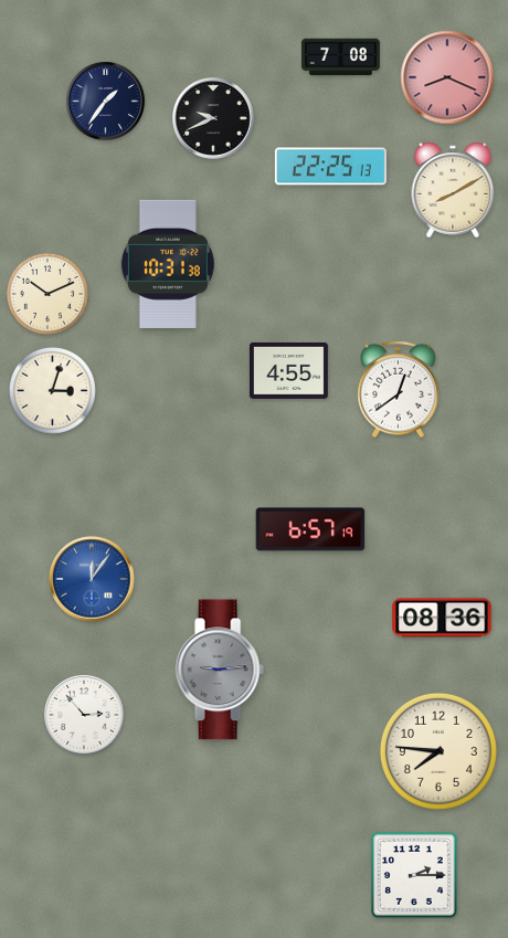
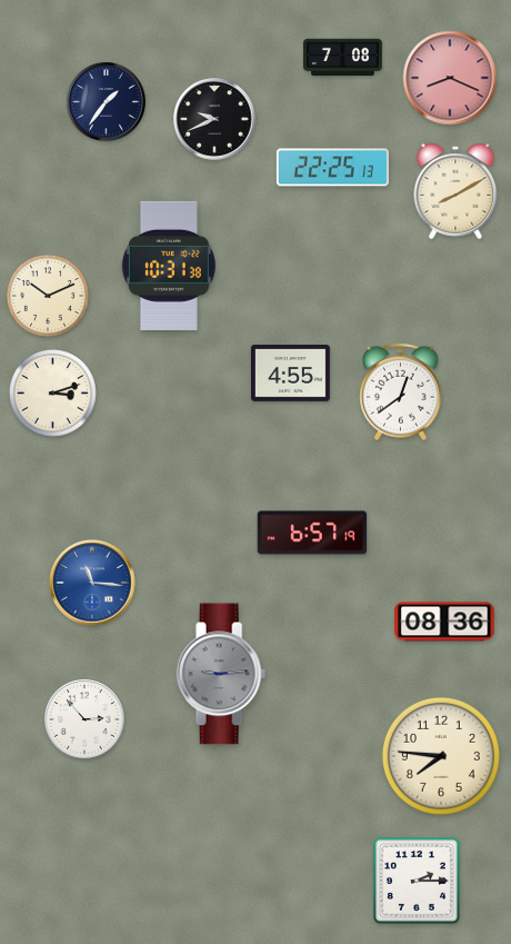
clock at (53, 391): 3:03 -> 3:12
clock at (92, 579): 12:06 -> 11:16
